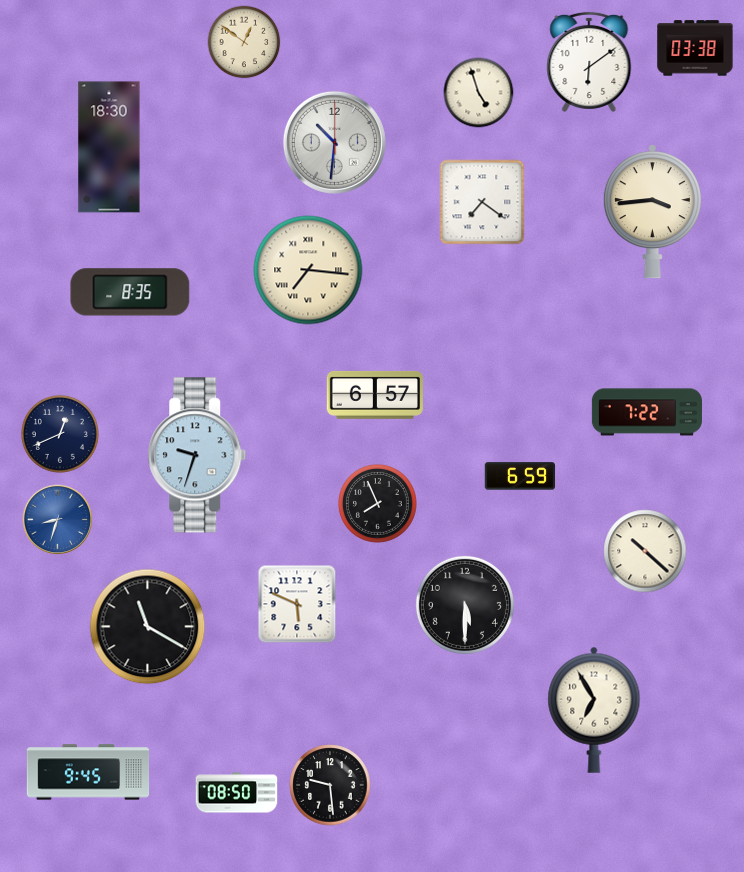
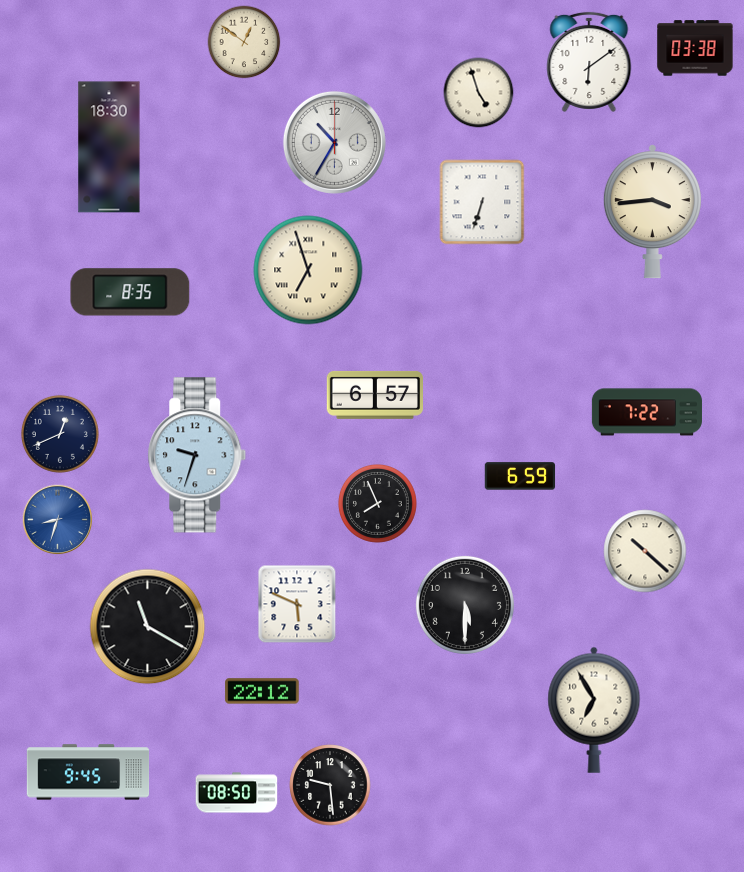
clock at (334, 142): 10:31 -> 10:35
clock at (482, 202): 7:21 -> 6:33
clock at (308, 270): 7:16 -> 6:57
clock at (262, 691): none -> 22:12
